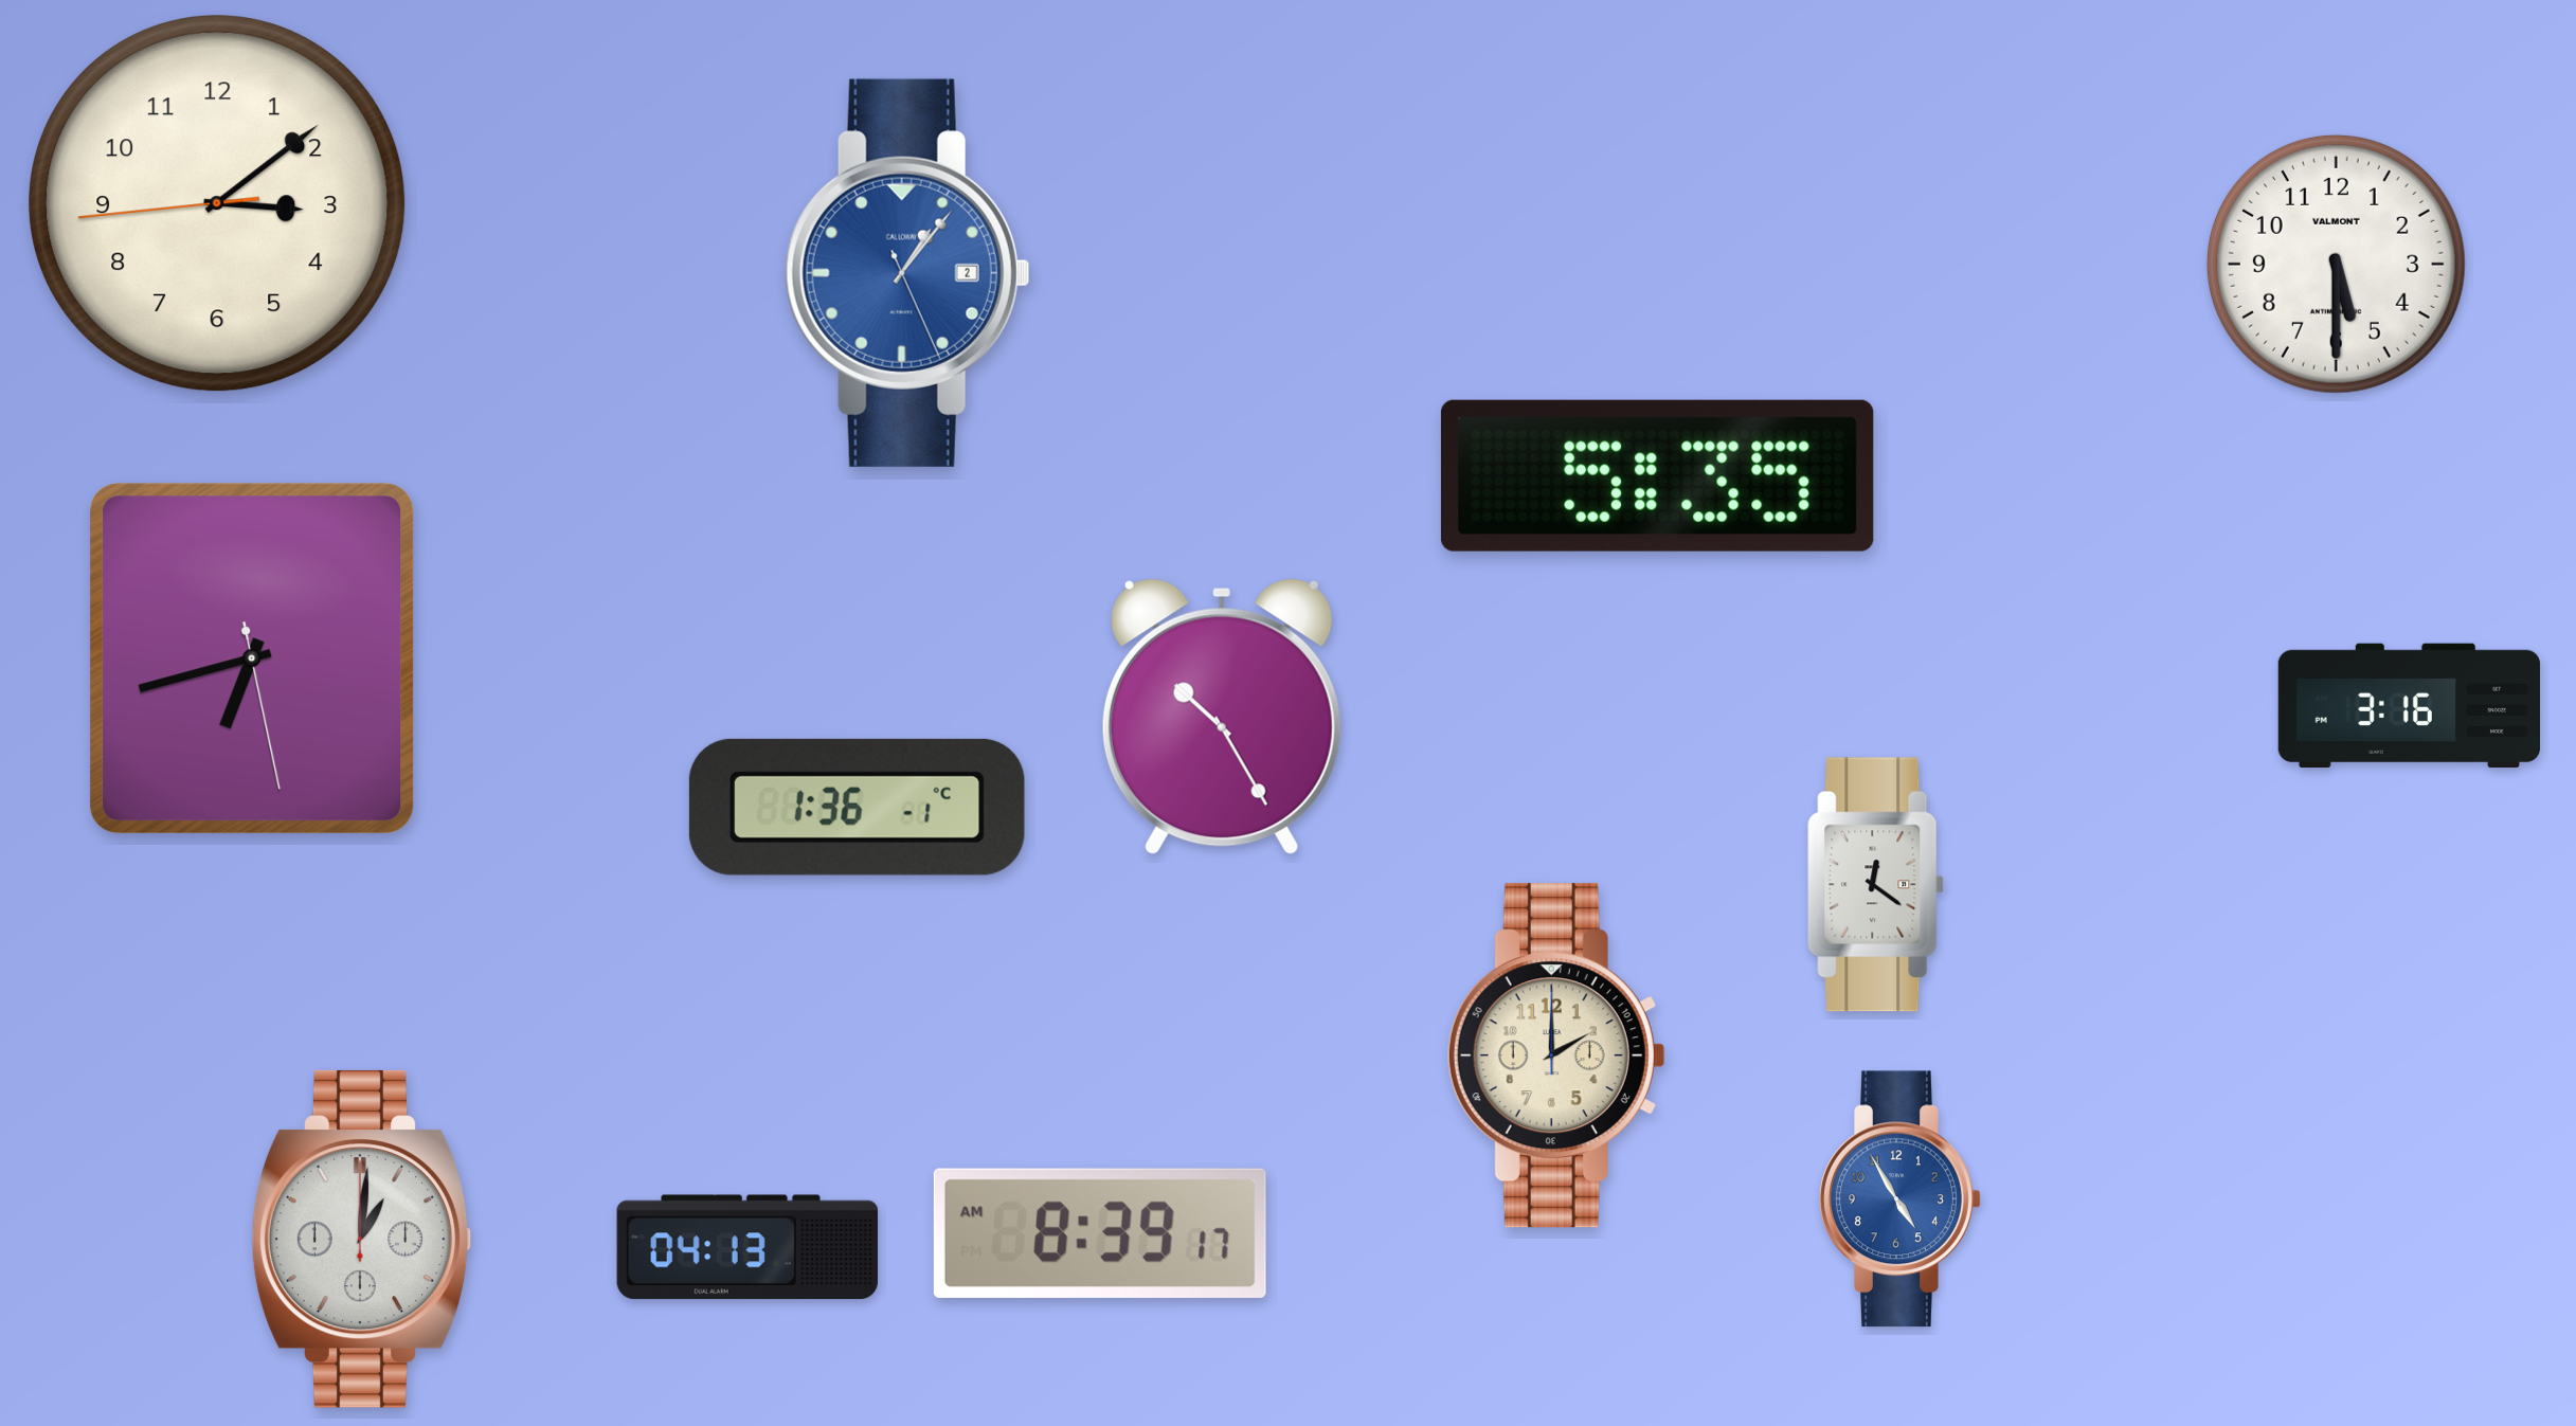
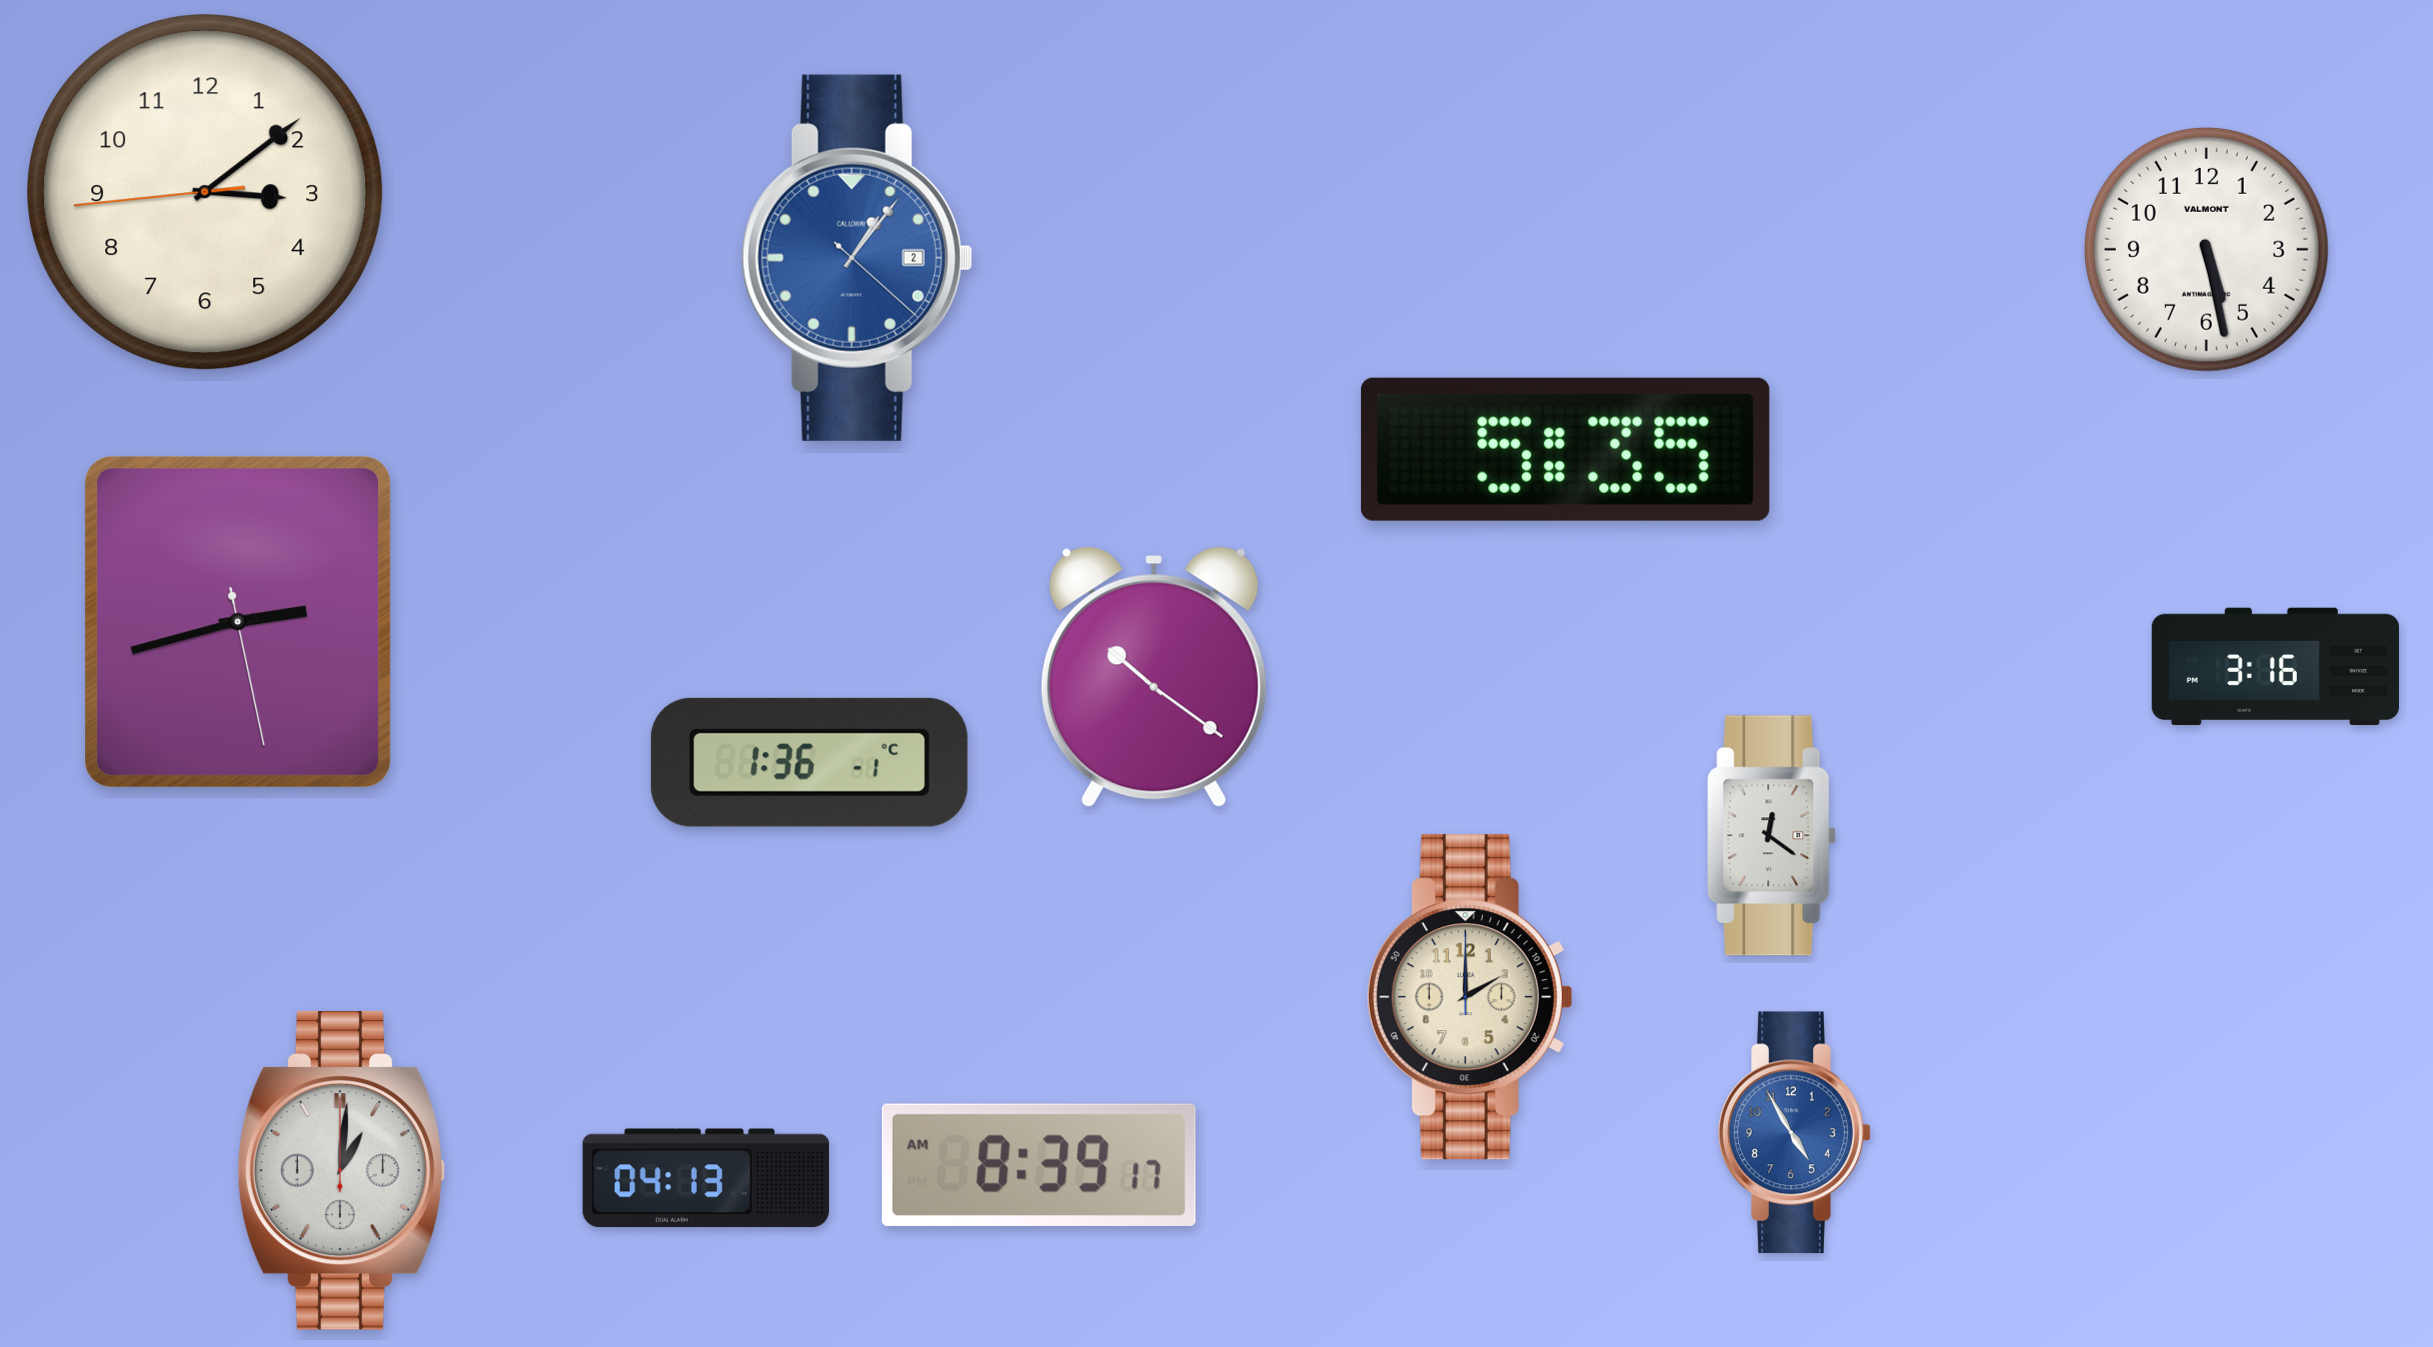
clock at (2336, 264): 5:30 -> 5:28
clock at (907, 273): 1:06:26 -> 1:06:22
clock at (252, 658): 6:42 -> 2:42
clock at (1222, 717): 10:25 -> 10:21
